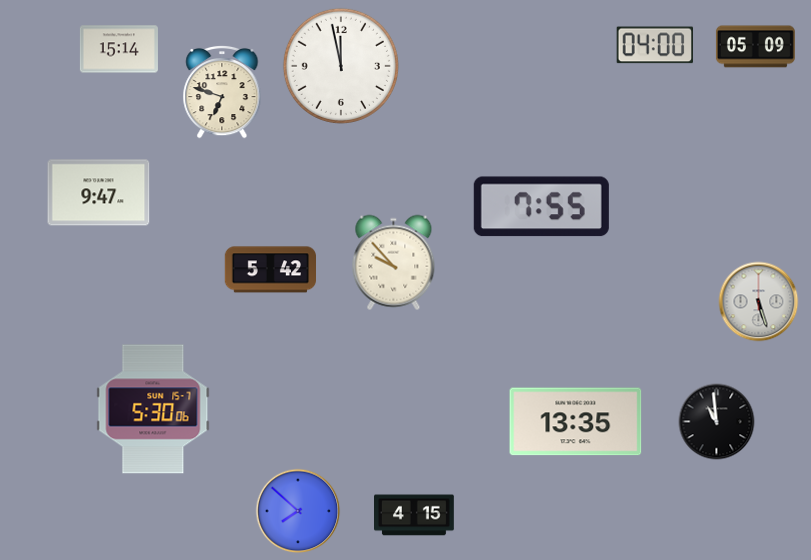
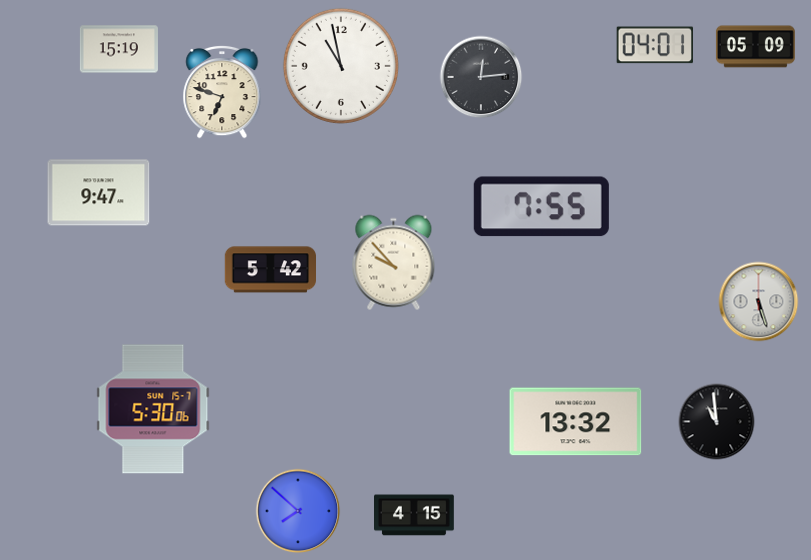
clock at (655, 45): 04:00 -> 04:01
clock at (119, 49): 15:14 -> 15:19
clock at (341, 66): 11:58 -> 10:58
clock at (481, 77): none -> 12:14
clock at (576, 422): 13:35 -> 13:32
